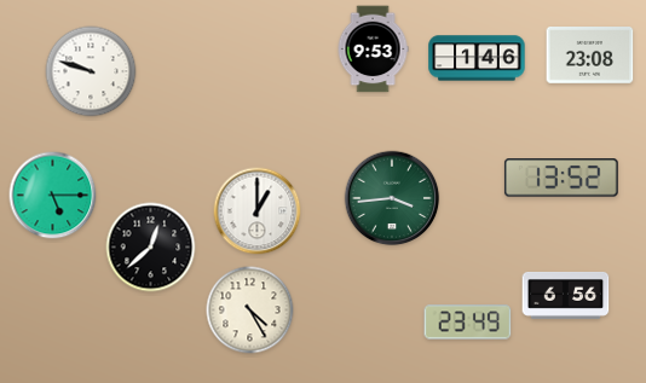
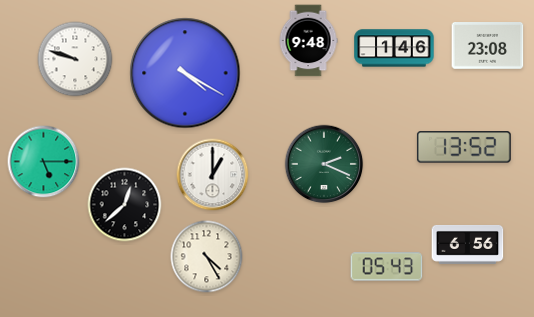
clock at (373, 50): 9:53 -> 9:48
clock at (185, 73): none -> 4:20
clock at (392, 198): 3:44 -> 2:19
clock at (468, 323): 23:49 -> 05:43
